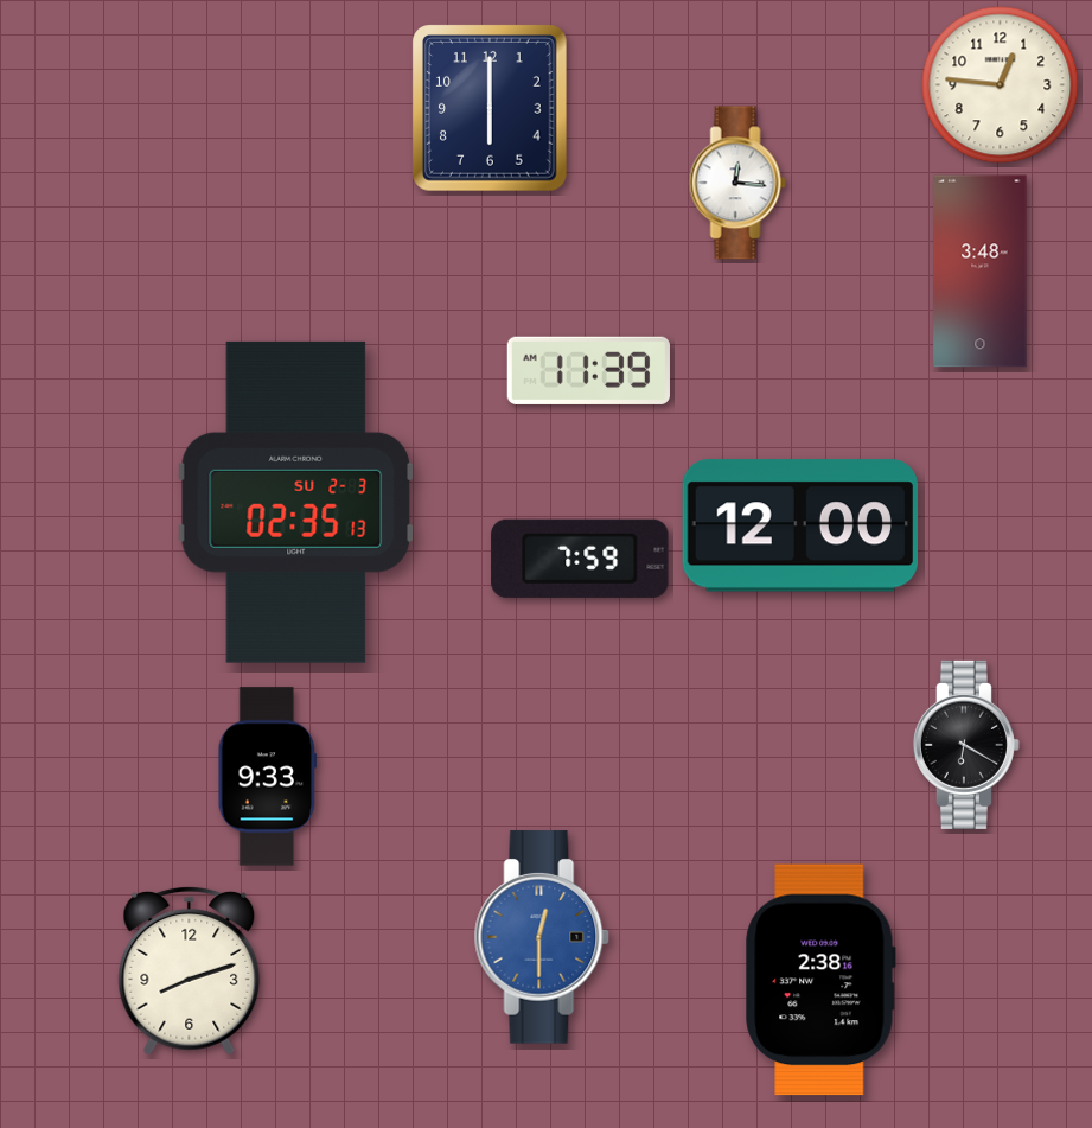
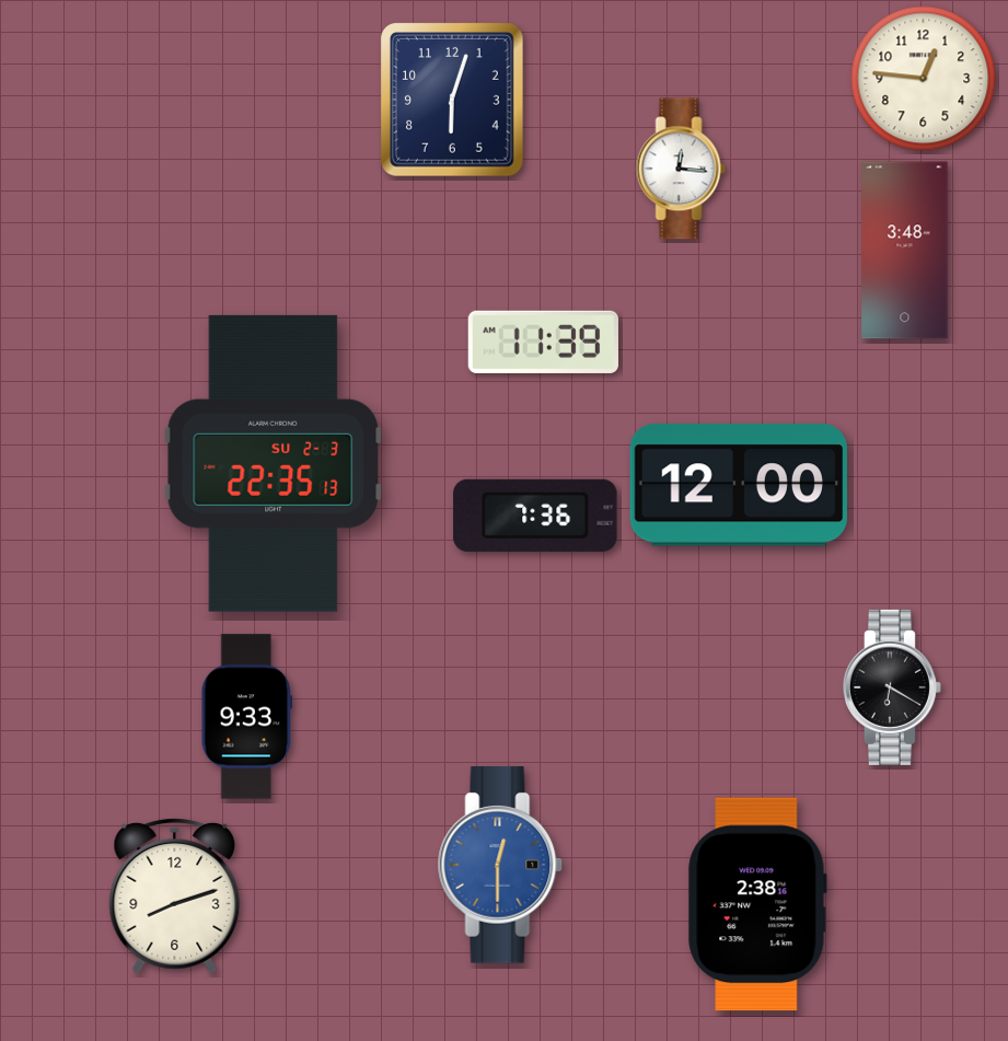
clock at (491, 109): 6:00 -> 6:03
clock at (296, 502): 02:35 -> 22:35
clock at (580, 559): 7:59 -> 7:36
